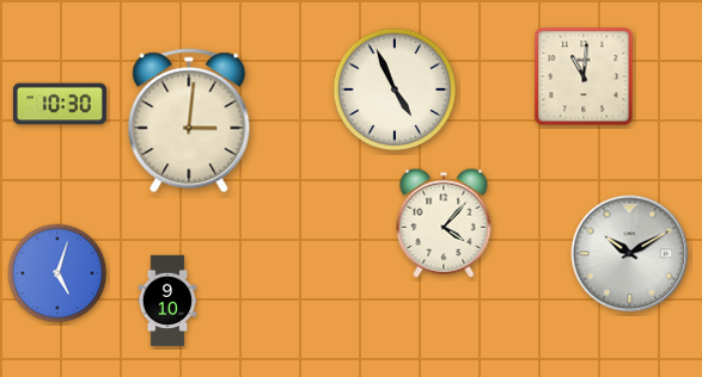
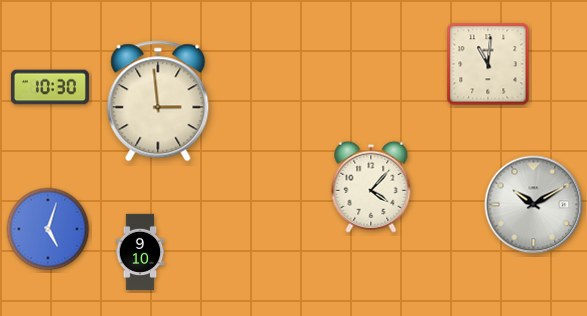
clock at (393, 88): 4:56 -> none
clock at (189, 120): 3:01 -> 2:59
clock at (630, 254) position: (630, 254) -> (534, 205)
